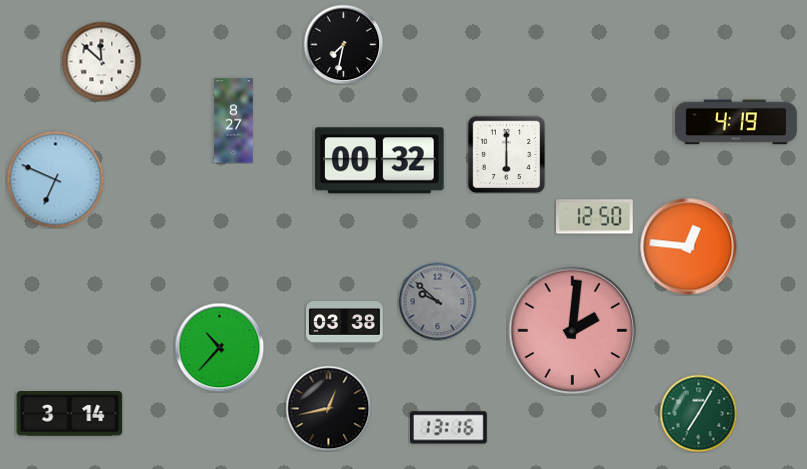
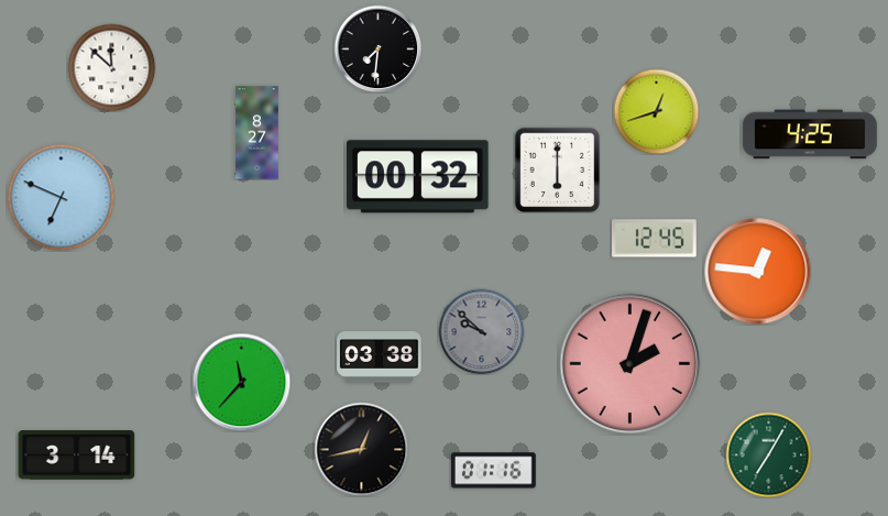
clock at (343, 44): 7:32 -> 7:31
clock at (656, 111): none -> 12:42
clock at (736, 122): 4:19 -> 4:25
clock at (595, 217): 12:50 -> 12:45
clock at (573, 331): 2:01 -> 2:03
clock at (219, 347): 10:37 -> 11:37
clock at (449, 428): 13:16 -> 01:16
